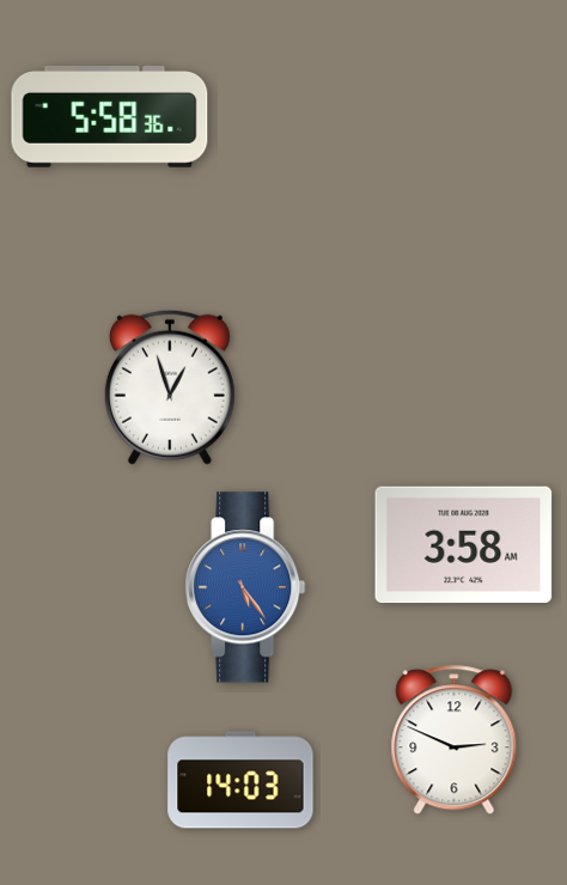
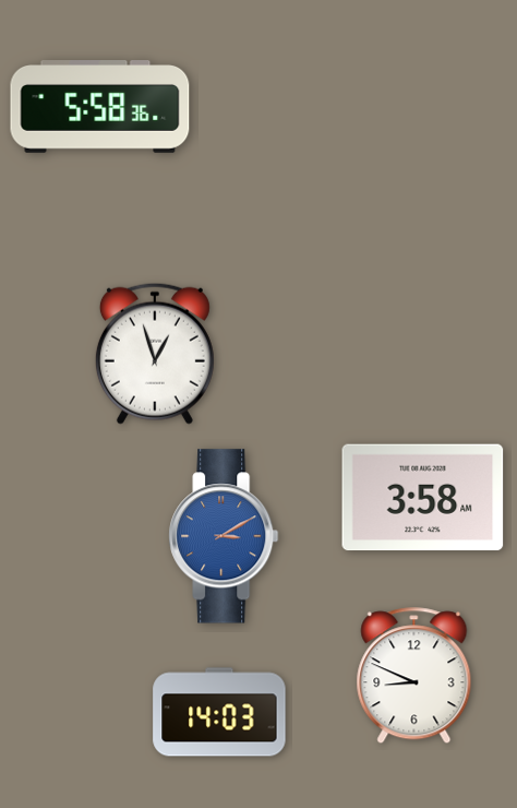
clock at (245, 587): 5:24 -> 3:10
clock at (455, 740): 2:49 -> 8:49
